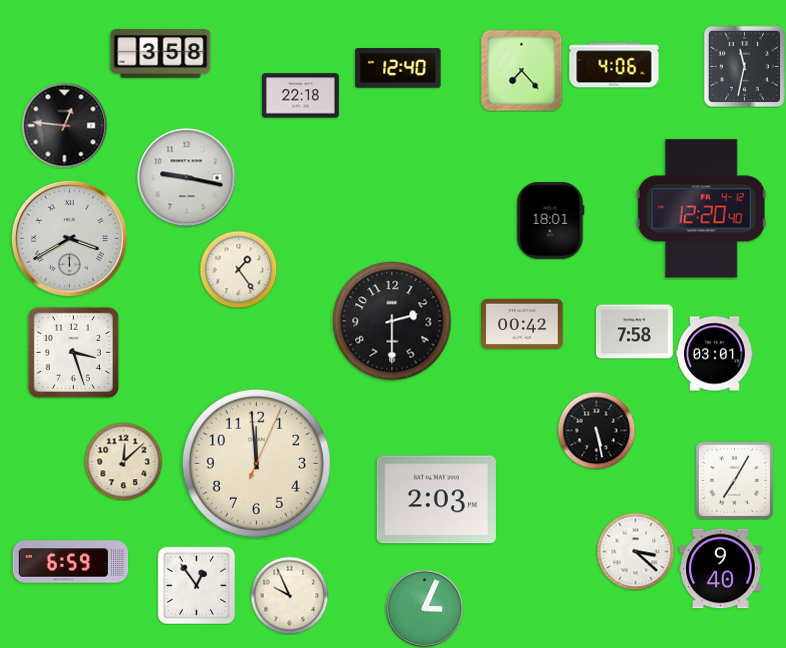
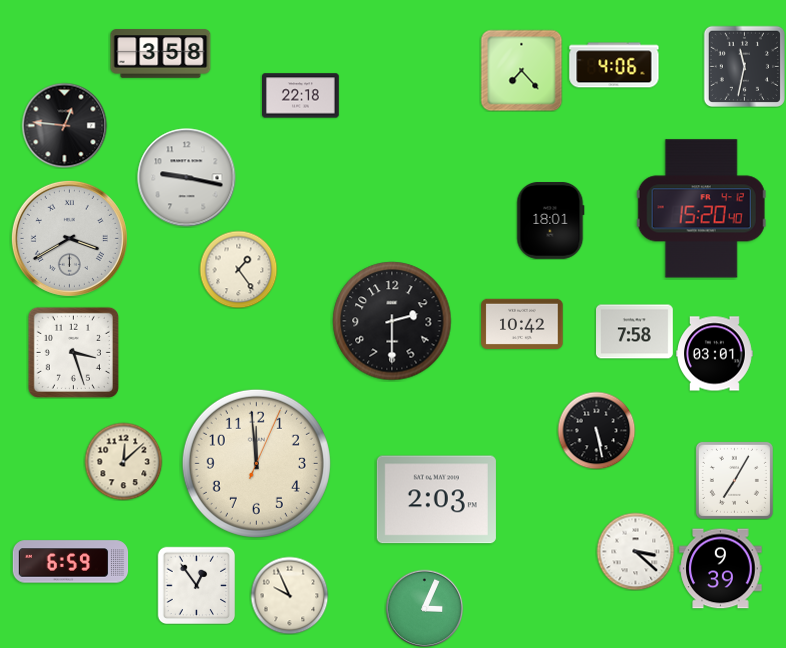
clock at (398, 68): 12:40 -> none
clock at (701, 209): 12:20 -> 15:20
clock at (522, 323): 00:42 -> 10:42
clock at (721, 569): 9:40 -> 9:39
